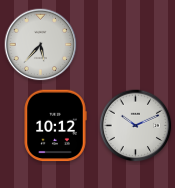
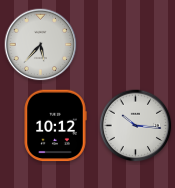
clock at (136, 126): 10:11 -> 10:16
